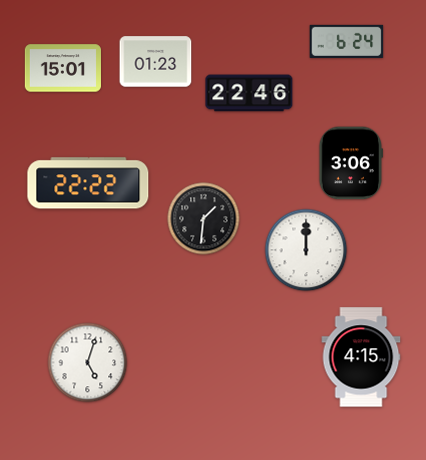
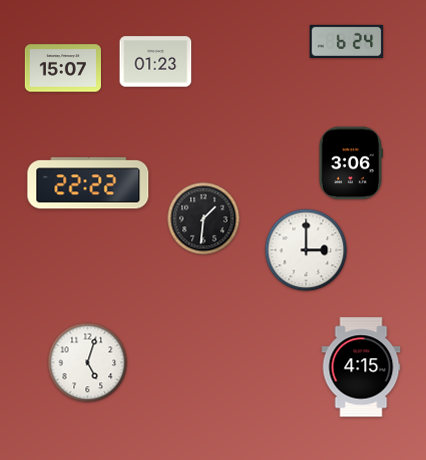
clock at (62, 68): 15:01 -> 15:07
clock at (249, 93): 22:46 -> none
clock at (306, 250): 12:00 -> 3:00
clock at (361, 357) position: (361, 357) -> (361, 367)
